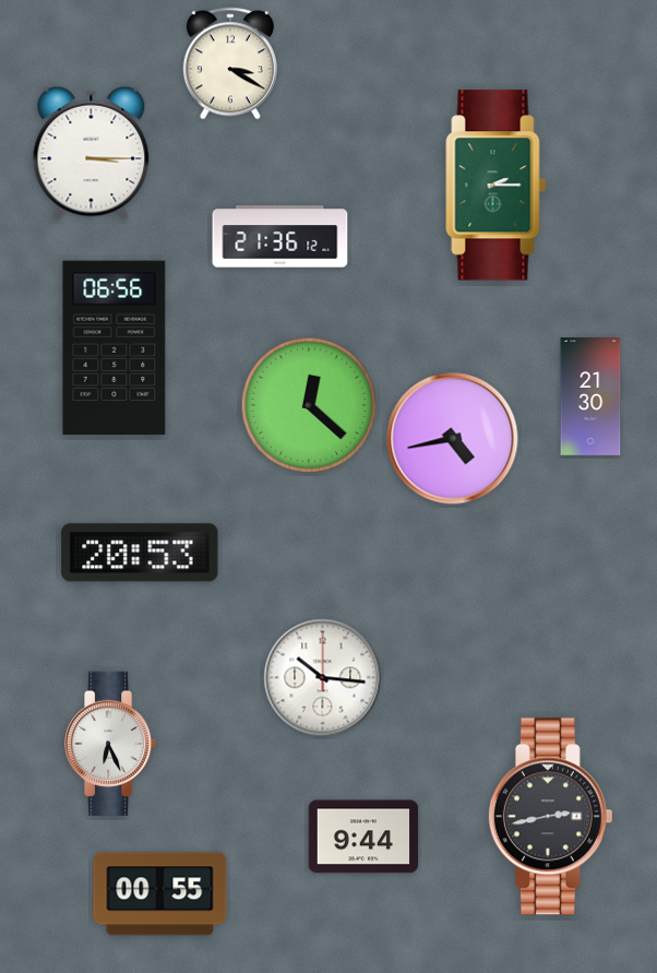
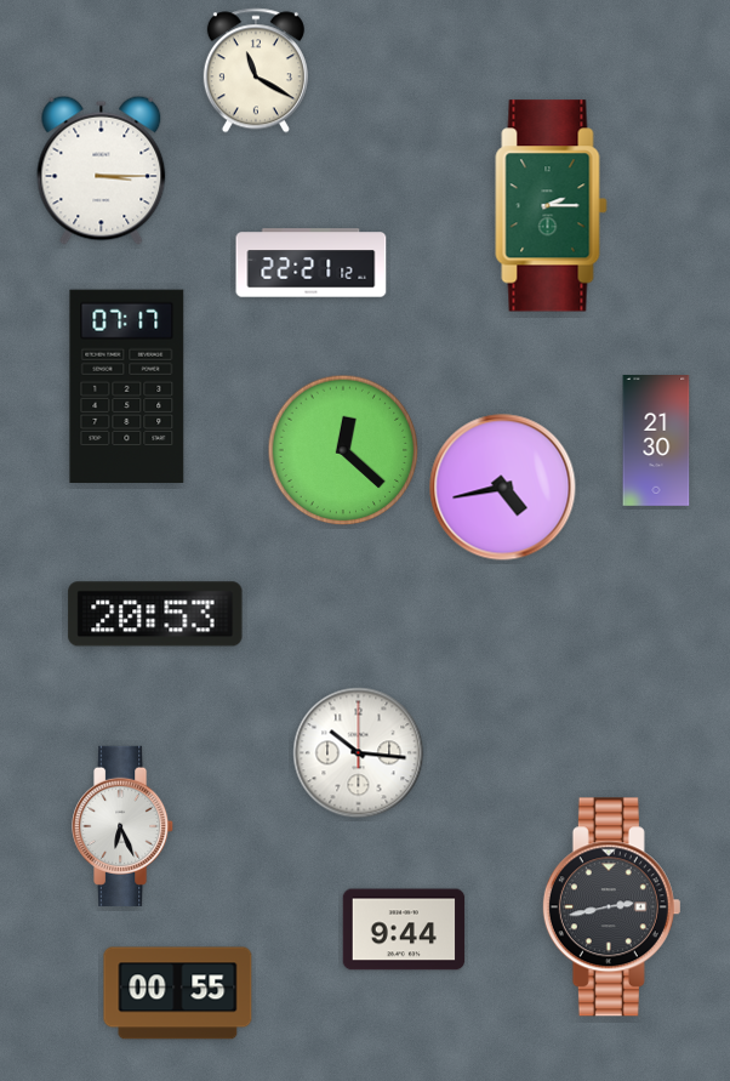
clock at (230, 63): 3:20 -> 11:20
clock at (280, 237): 21:36 -> 22:21
clock at (115, 348): 06:56 -> 07:17
